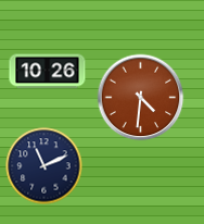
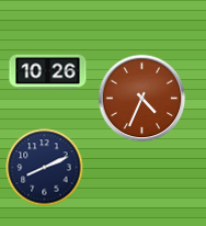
clock at (141, 98): 4:31 -> 4:34
clock at (44, 166): 11:11 -> 8:11
